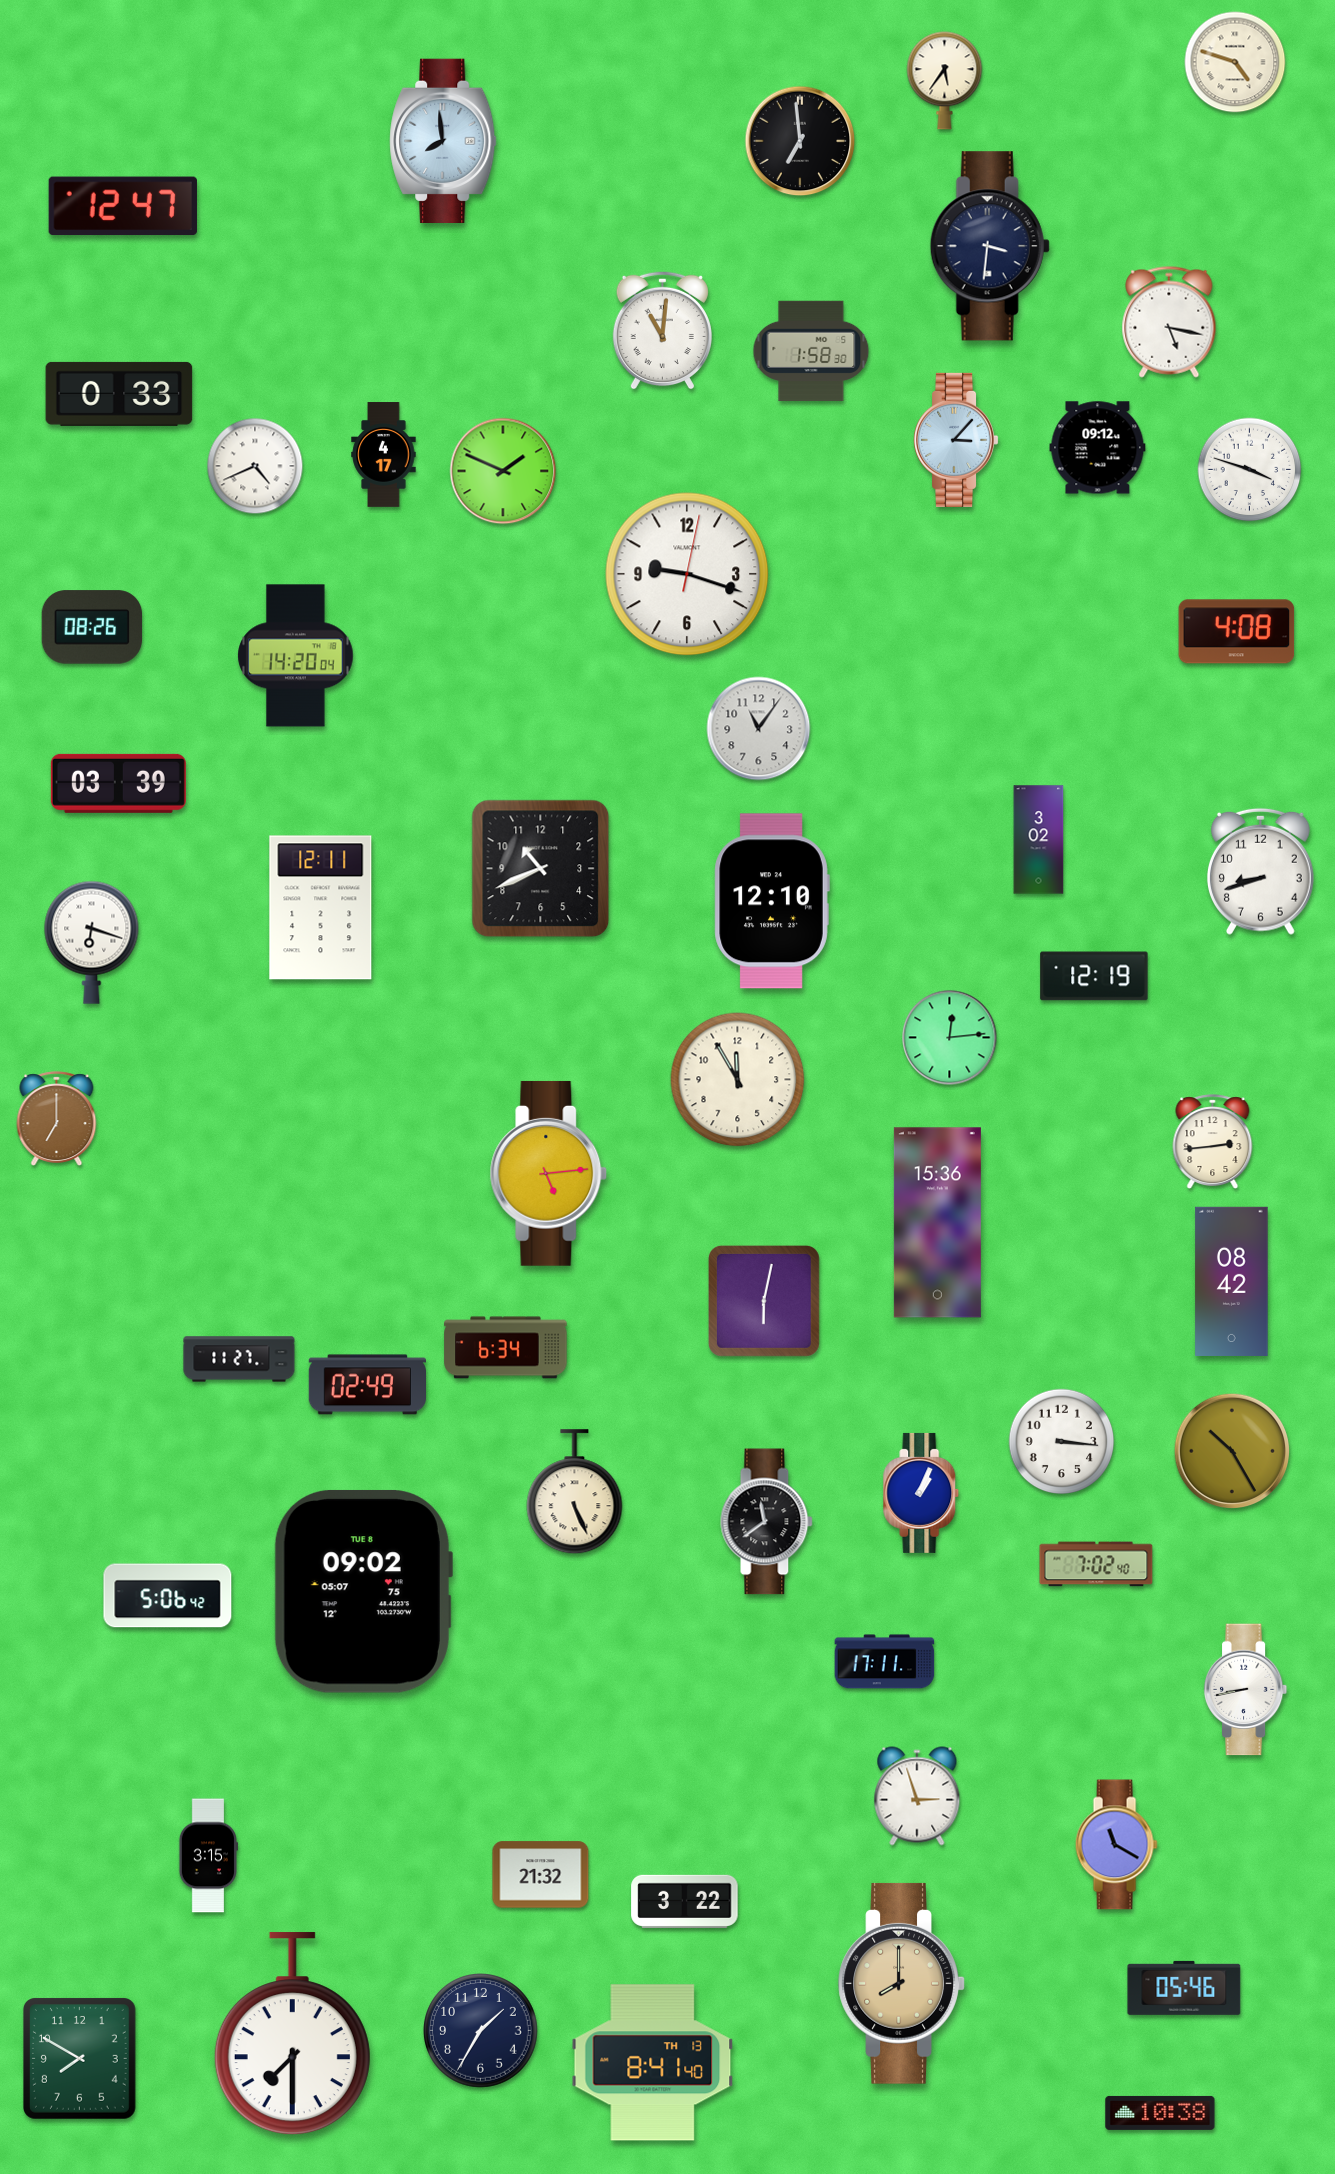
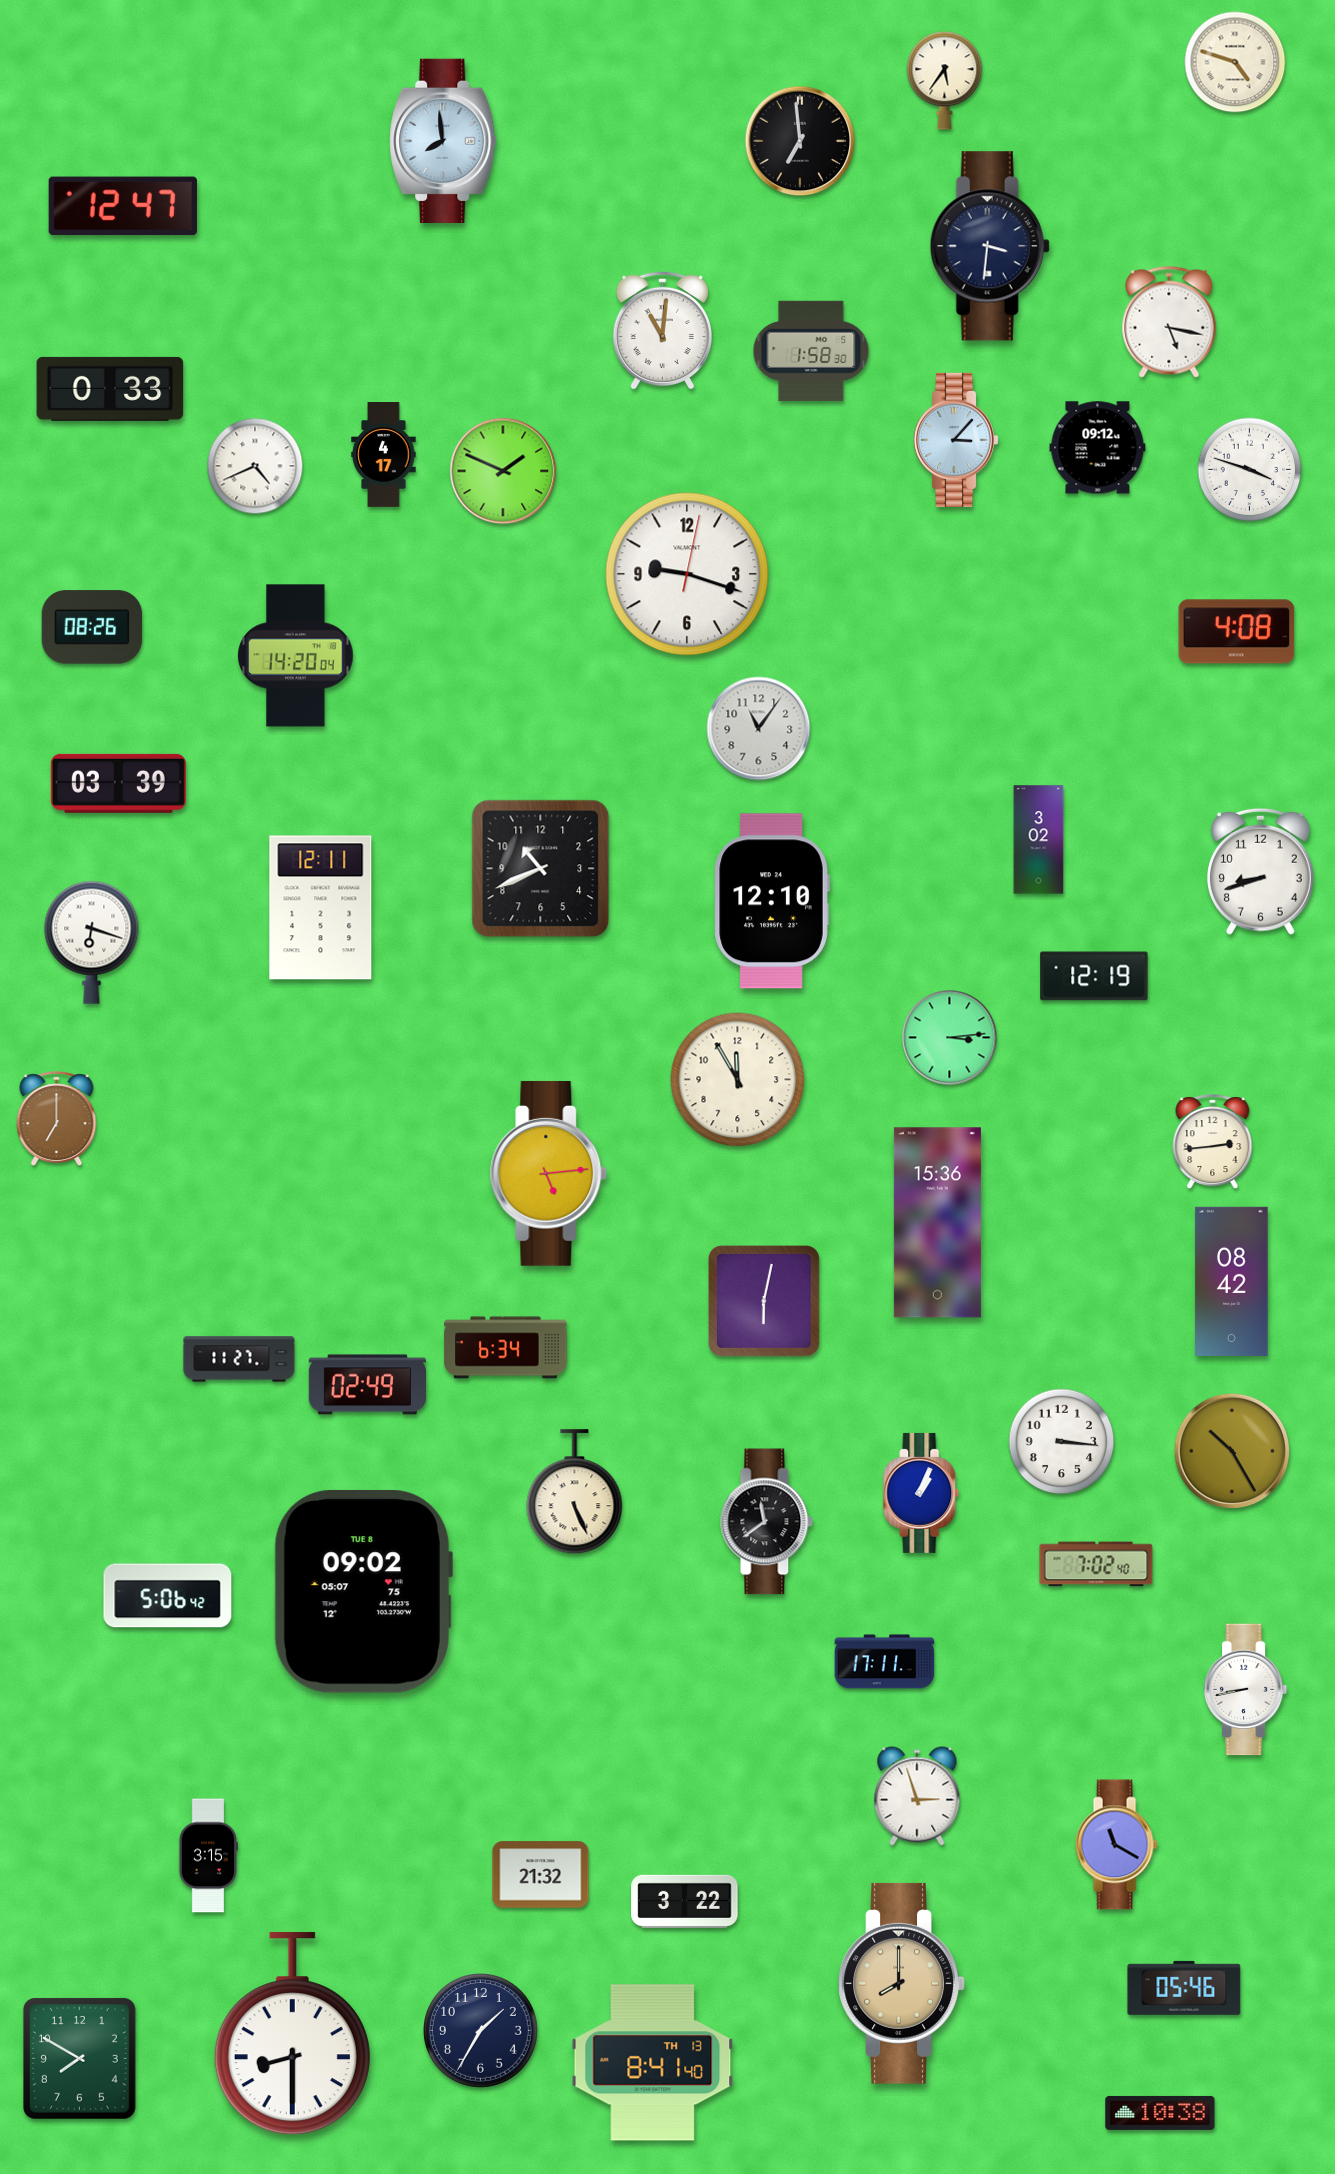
clock at (119, 394) position: (119, 394) -> (110, 389)
clock at (950, 1038): 12:14 -> 3:14
clock at (292, 2034): 7:30 -> 8:30
